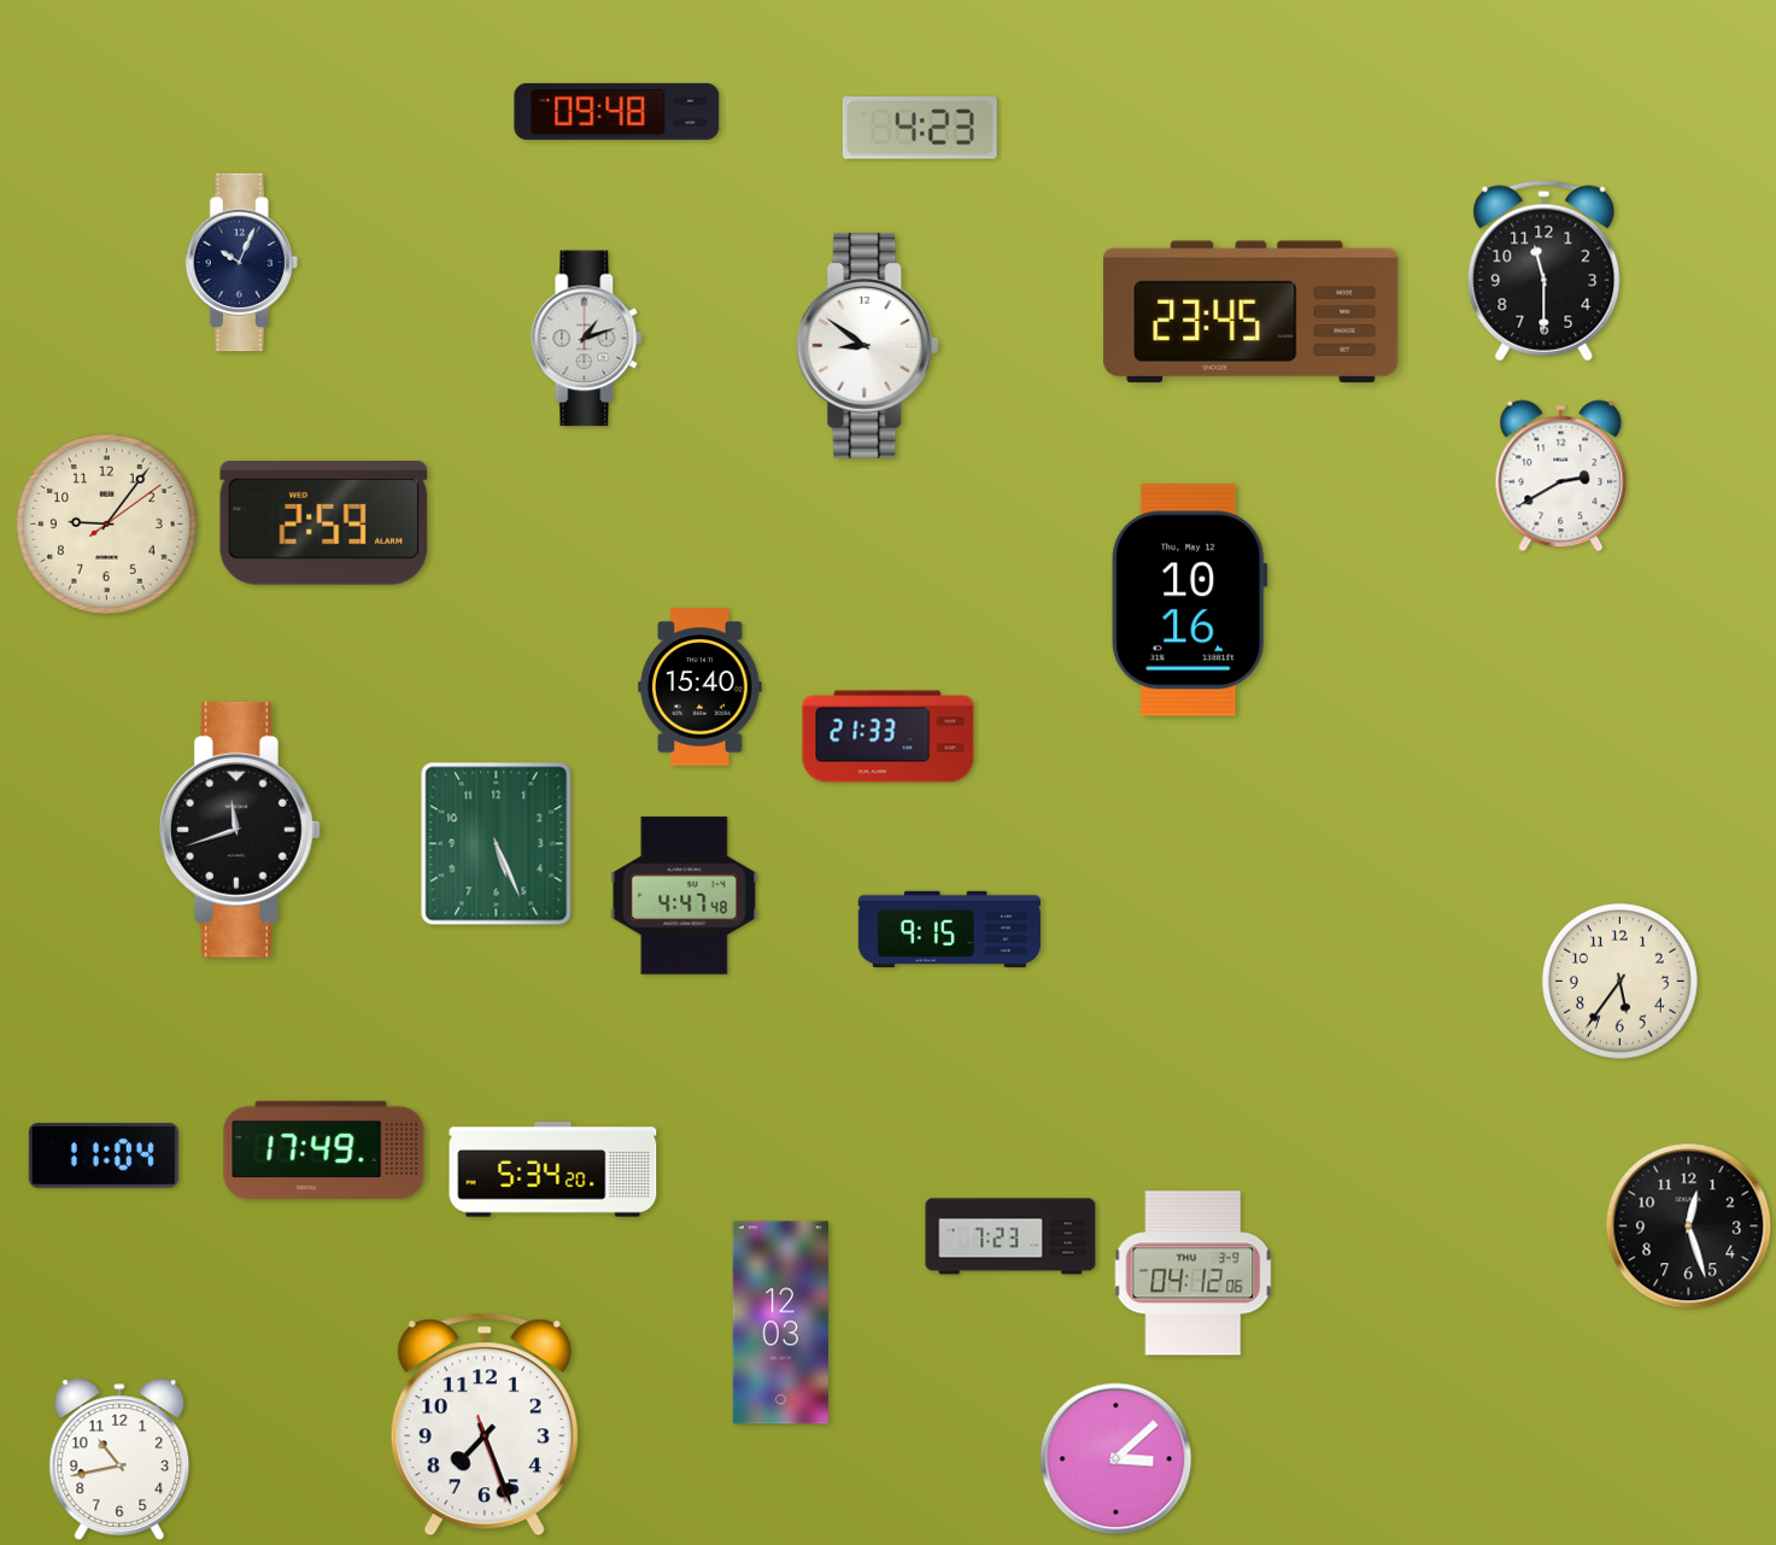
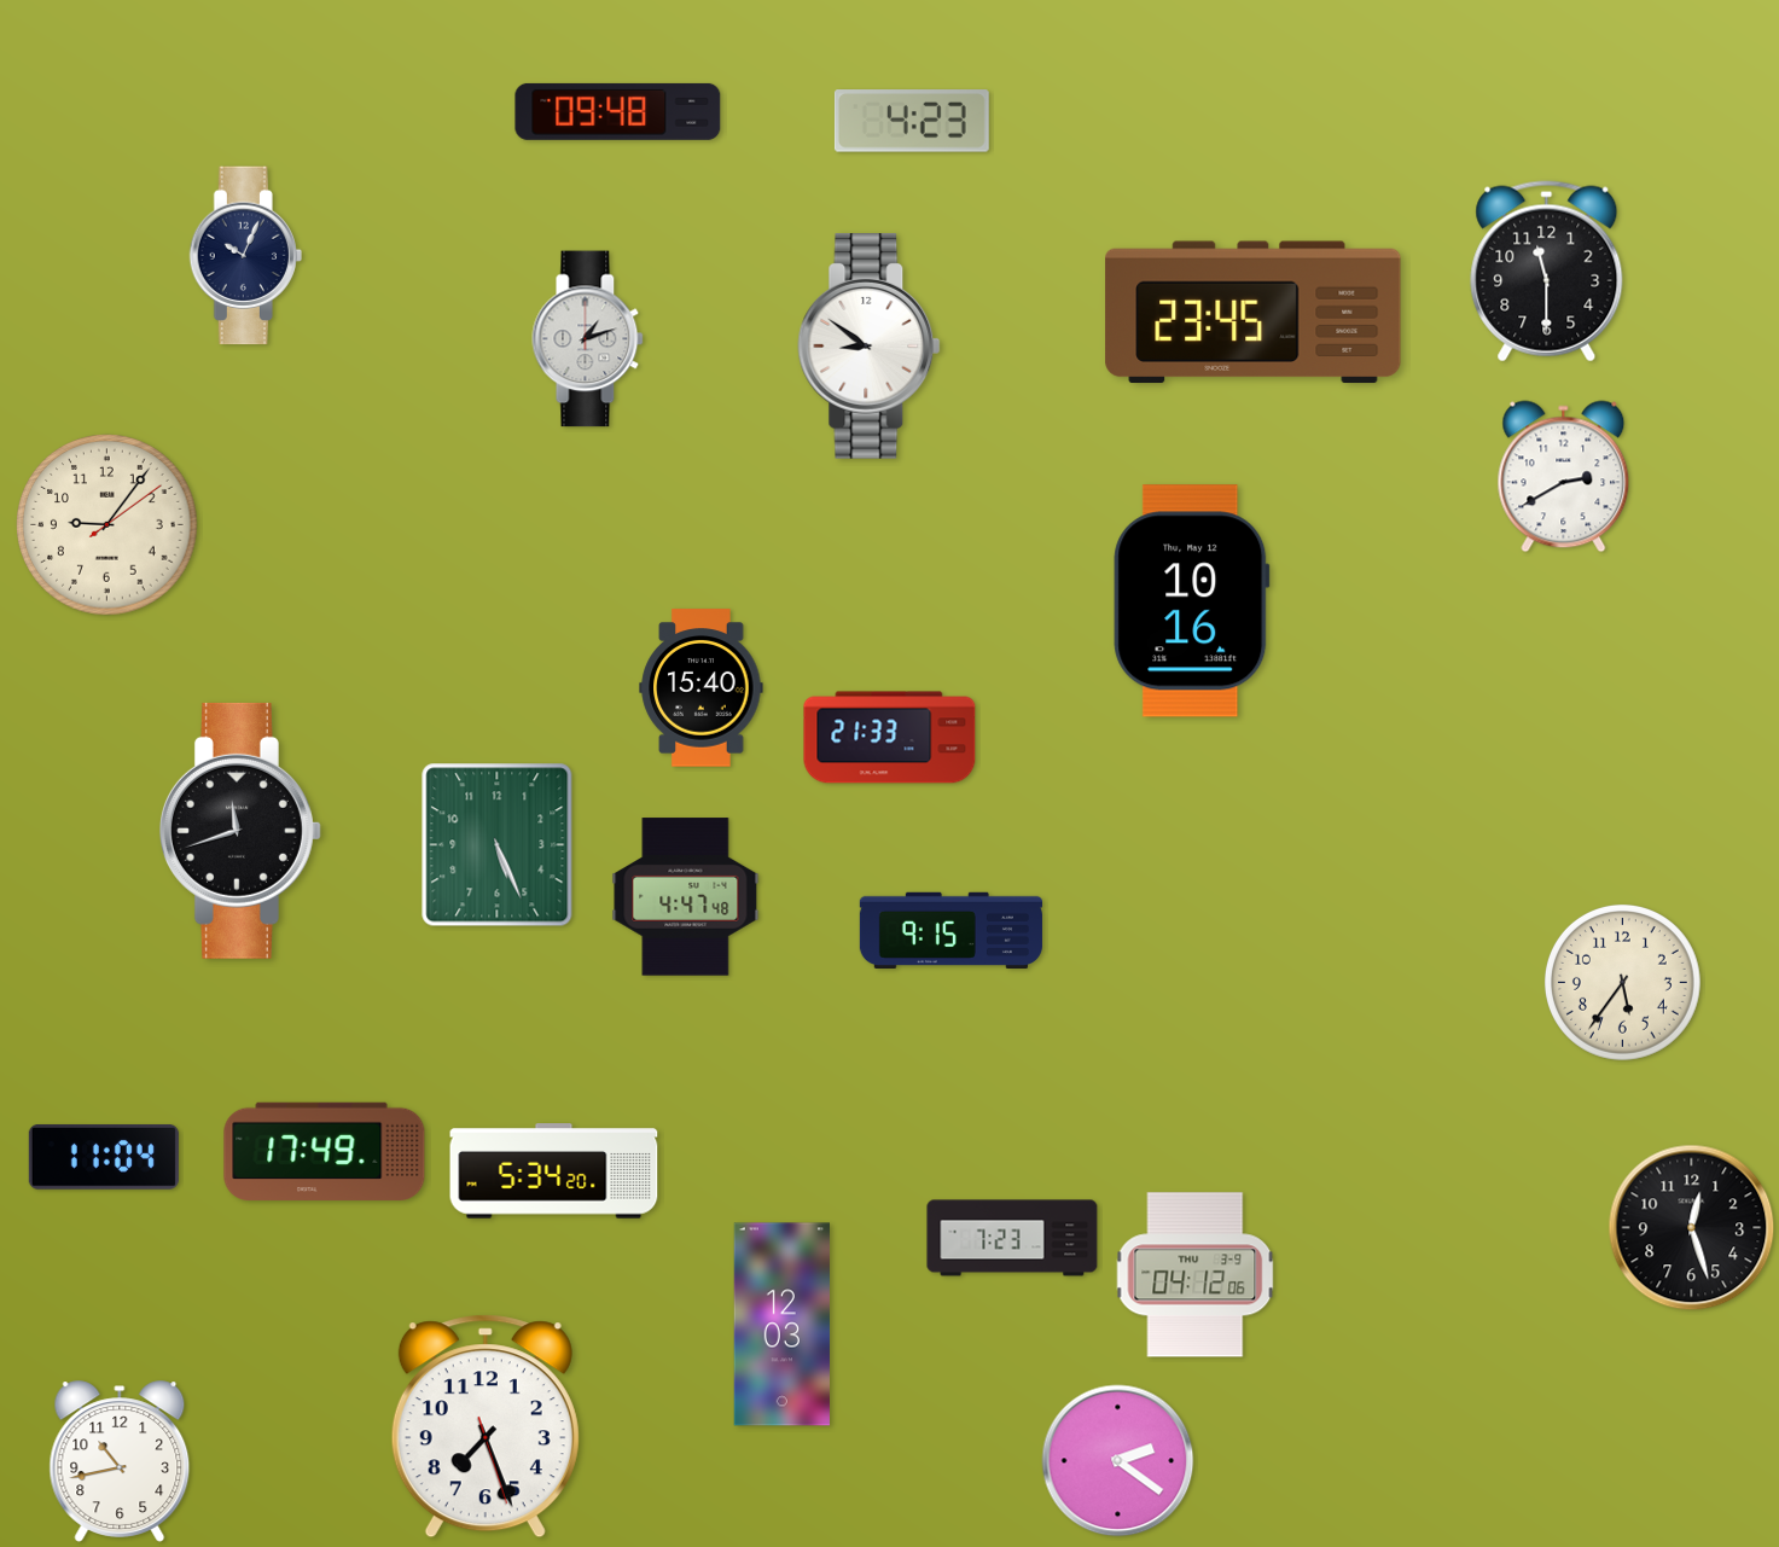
clock at (920, 128) position: (920, 128) -> (912, 121)
clock at (241, 263) position: (241, 263) -> (245, 256)
clock at (324, 523): 2:59 -> none
clock at (1116, 1459): 3:08 -> 2:21
